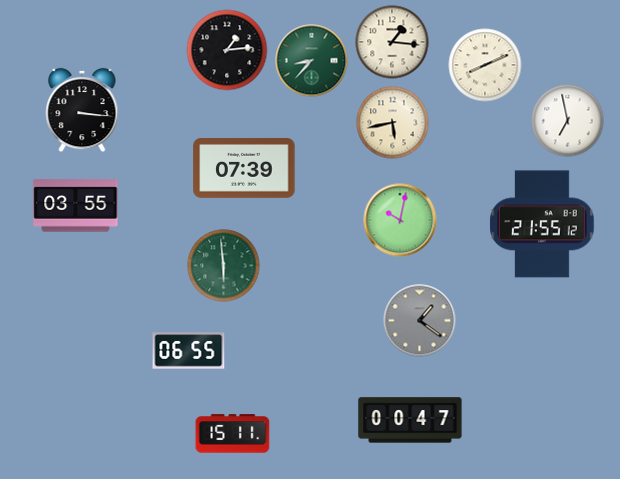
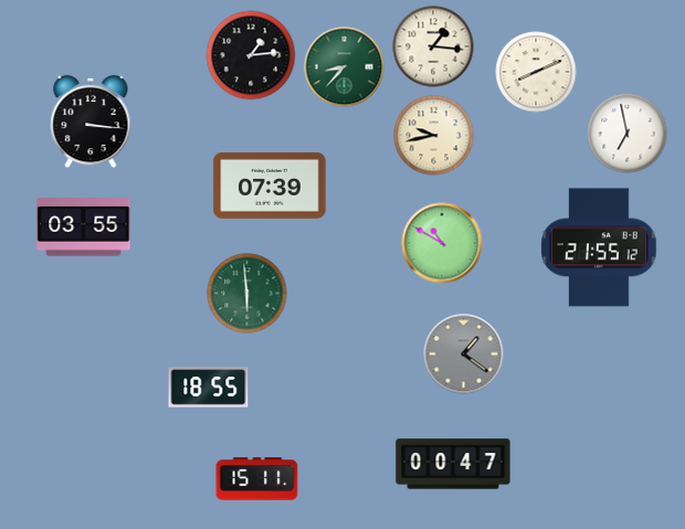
clock at (393, 123): 5:43 -> 9:43
clock at (400, 220): 10:02 -> 10:50
clock at (189, 351): 06:55 -> 18:55
